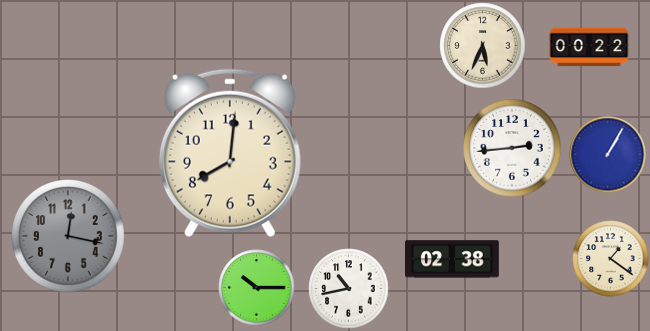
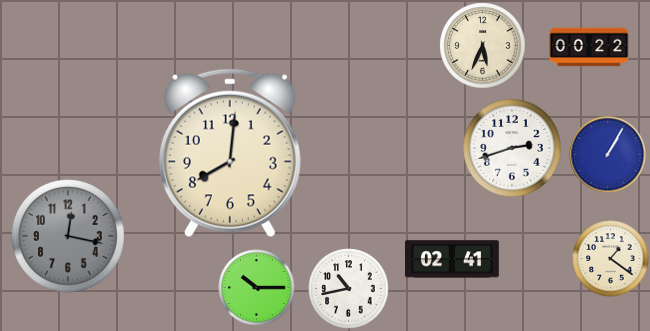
clock at (512, 148): 2:44 -> 2:42
clock at (452, 259): 02:38 -> 02:41
